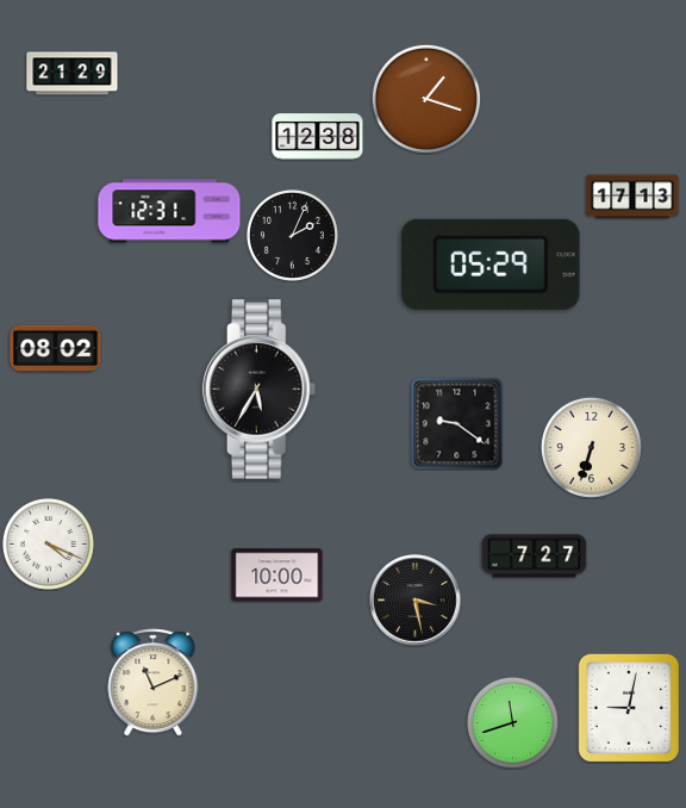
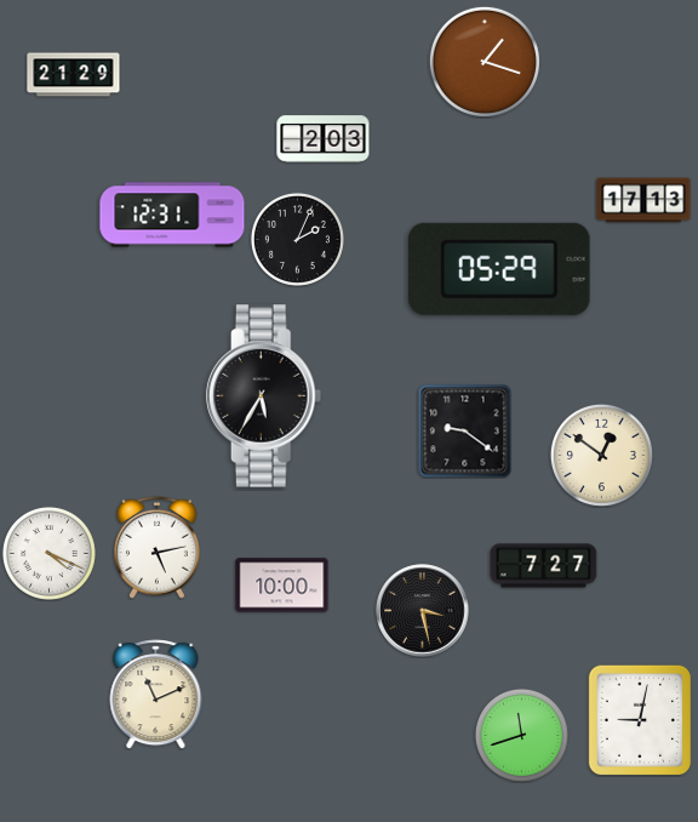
clock at (426, 99) position: (426, 99) -> (485, 62)
clock at (318, 137): 12:38 -> 2:03
clock at (56, 349): 08:02 -> none
clock at (591, 447): 6:33 -> 12:51
clock at (156, 547): none -> 5:13
